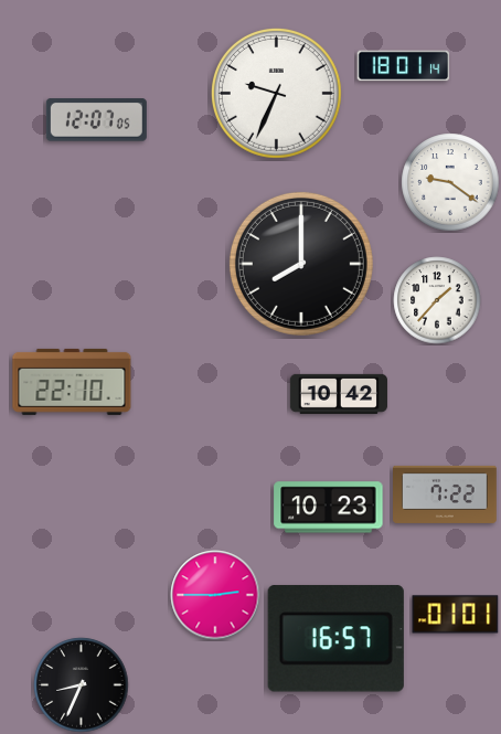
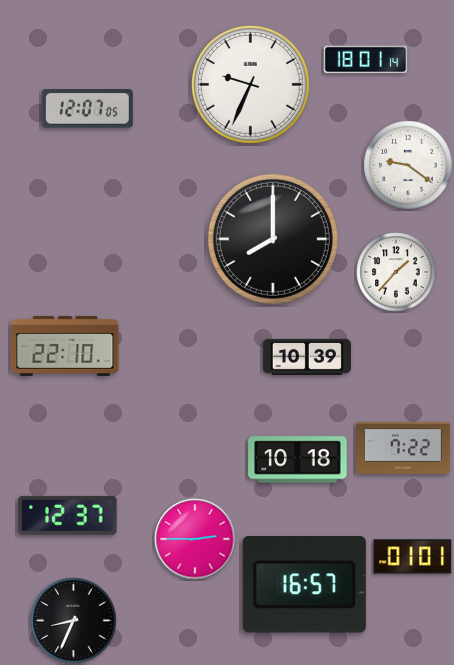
clock at (339, 394): 10:42 -> 10:39
clock at (329, 508): 10:23 -> 10:18
clock at (68, 515): none -> 12:37
clock at (335, 639) position: (335, 639) -> (304, 585)
